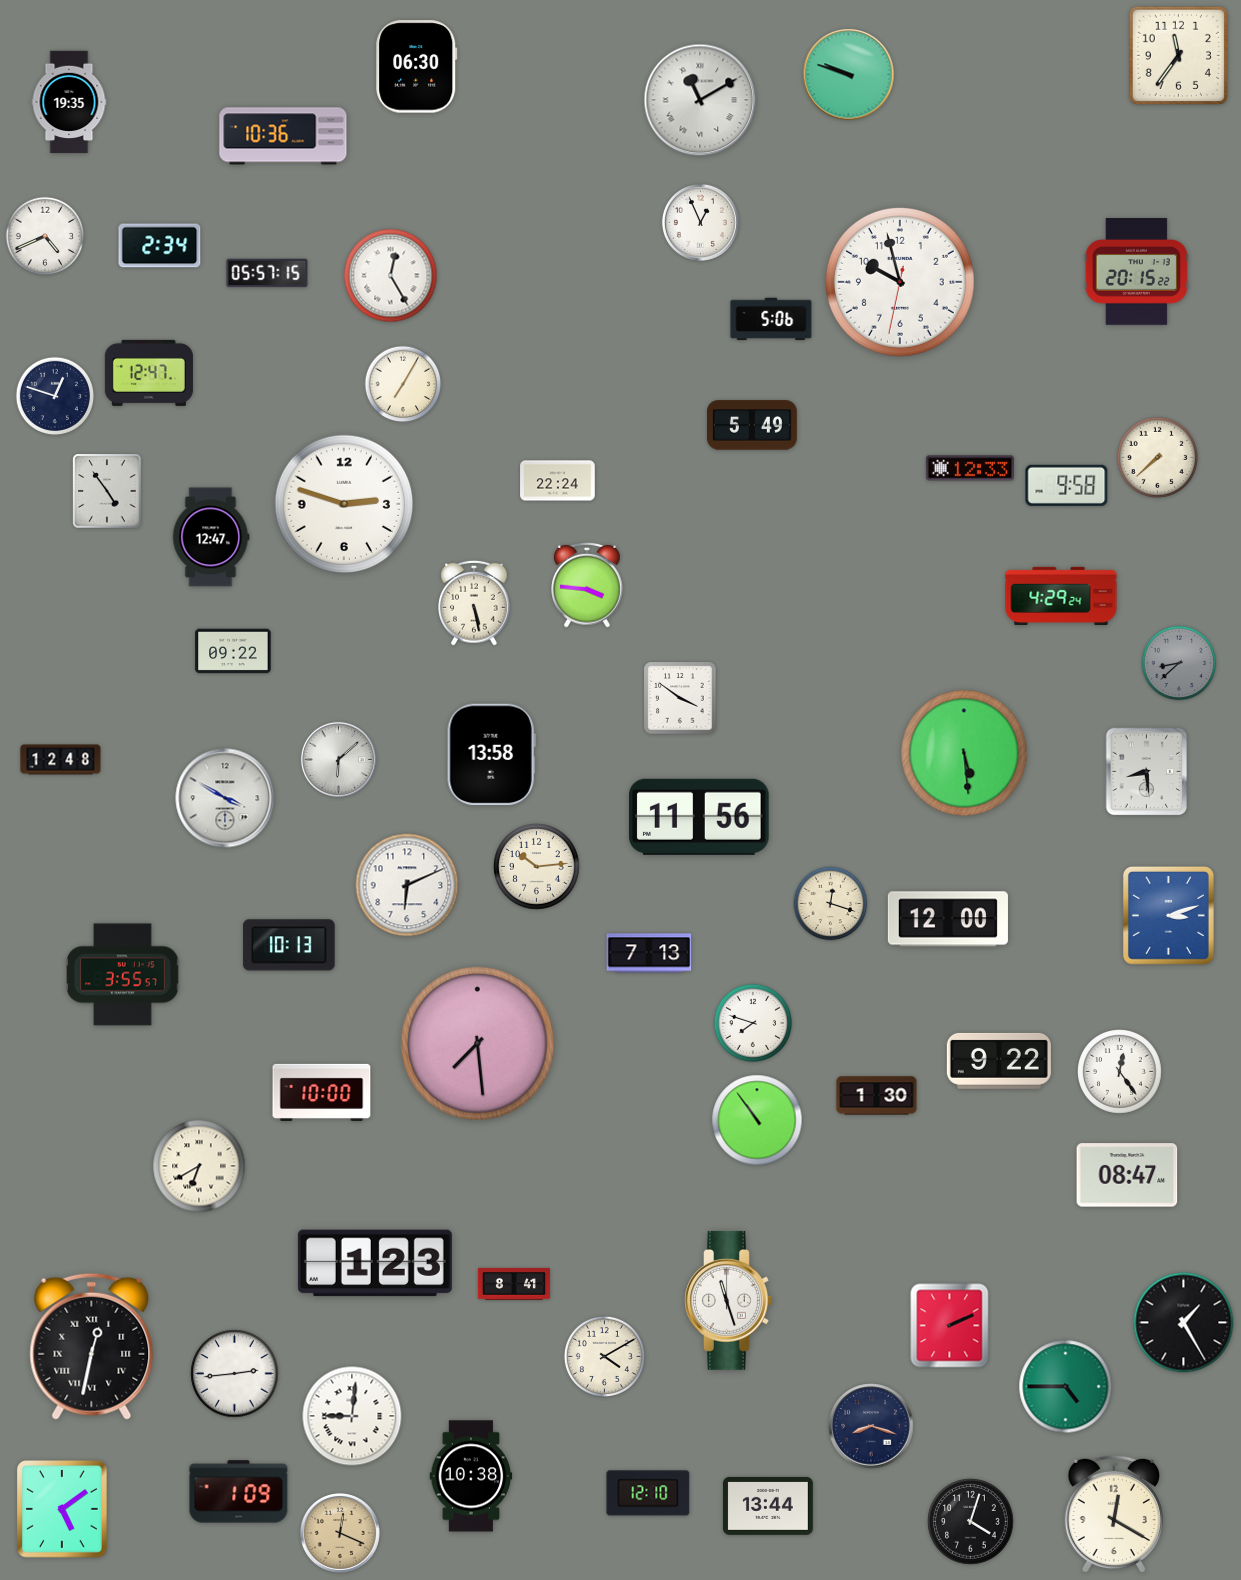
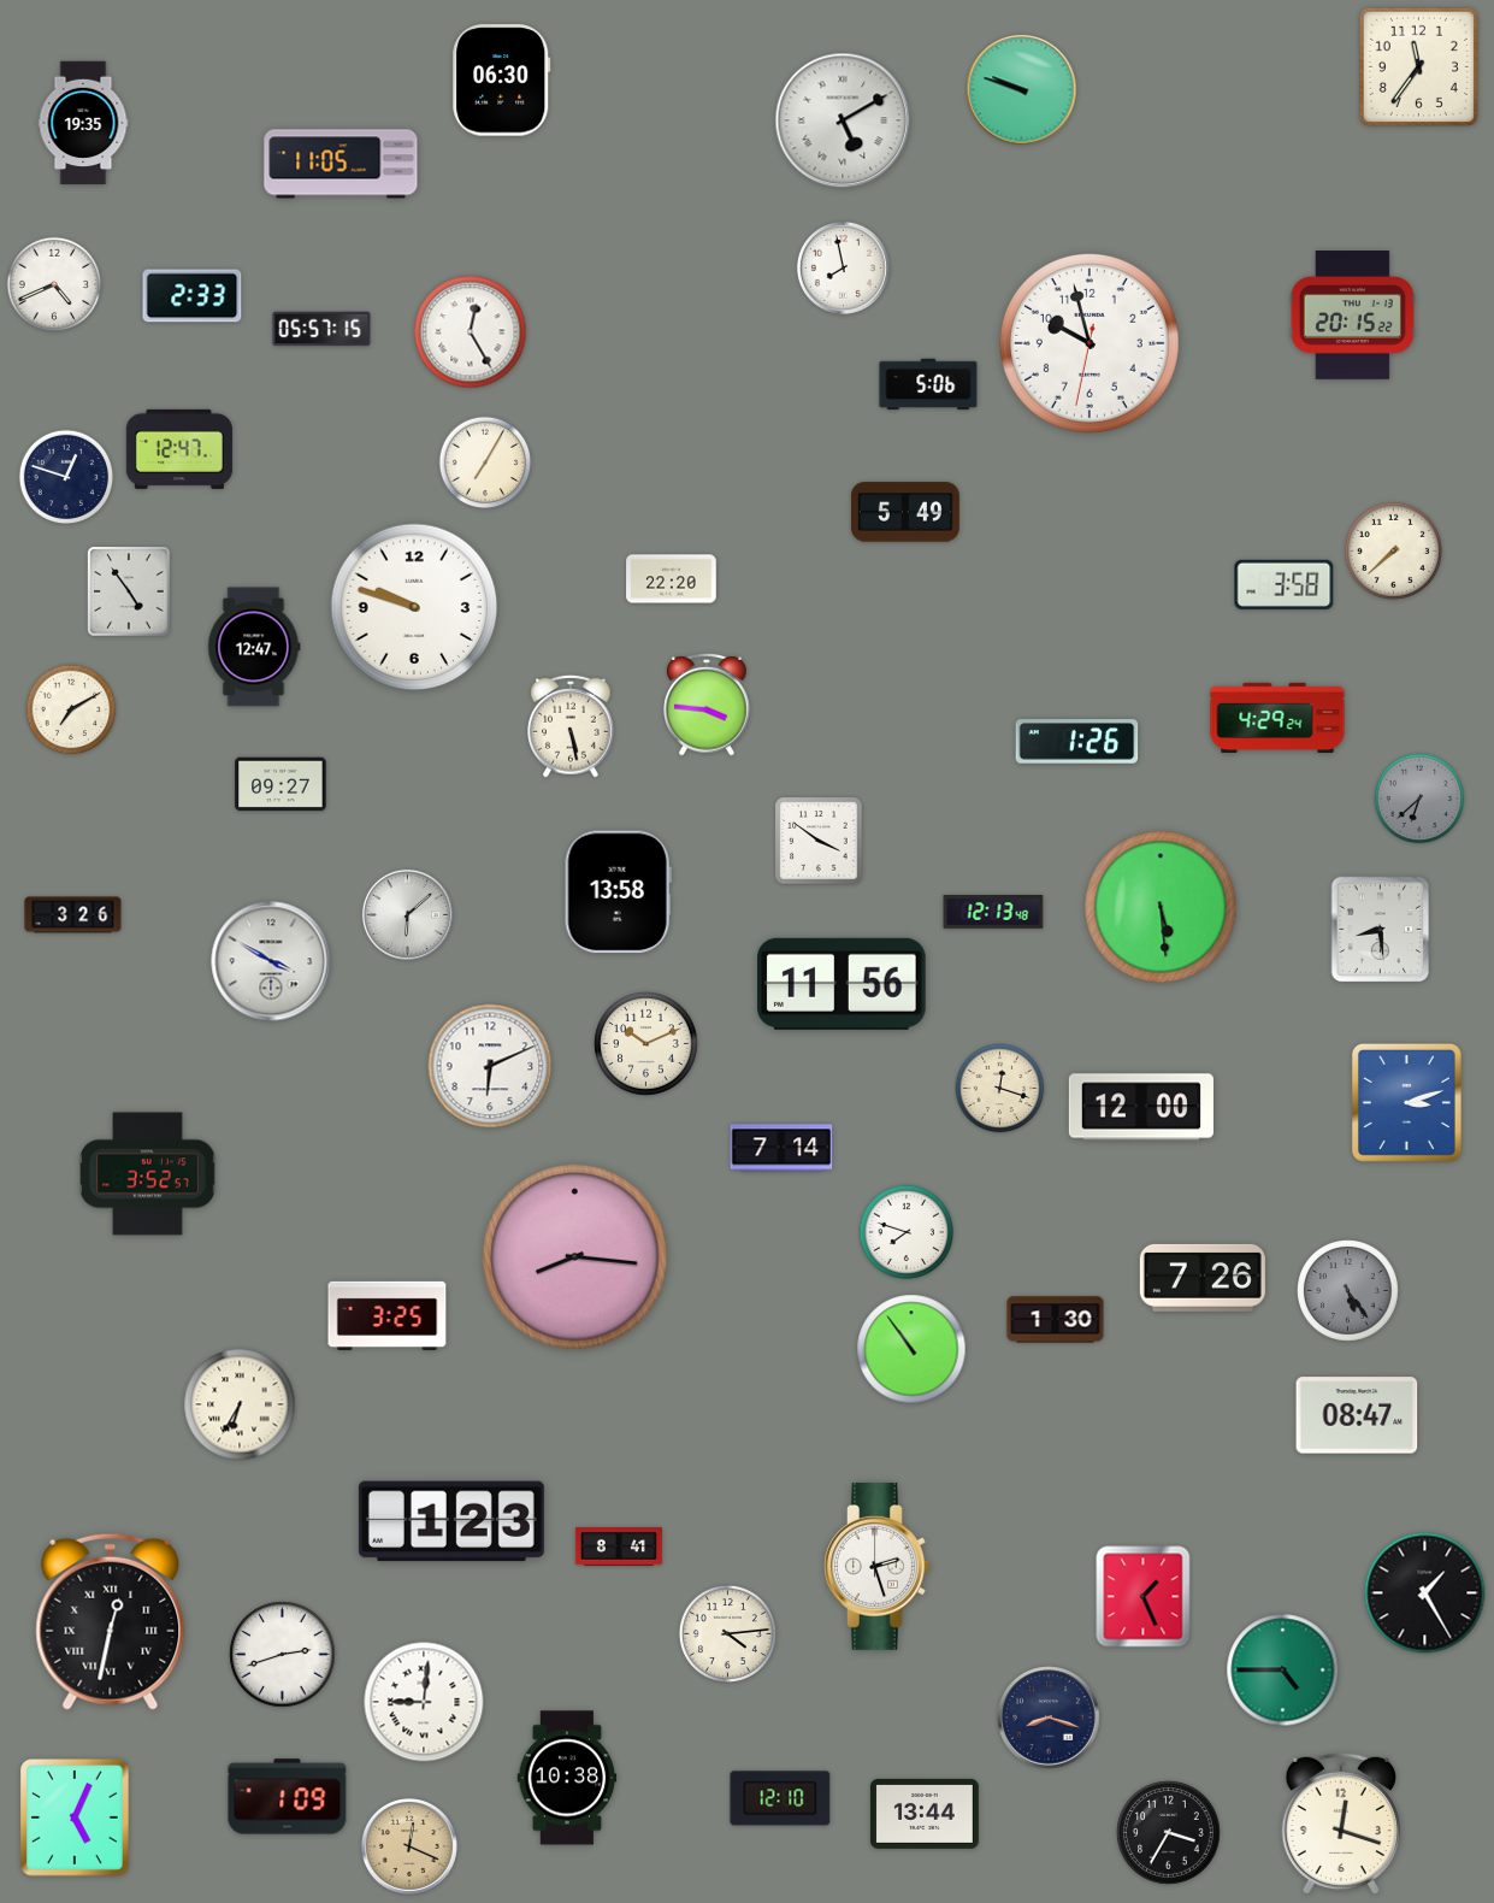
clock at (700, 100): 11:10 -> 5:10
clock at (283, 136): 10:36 -> 11:05
clock at (700, 222): 12:56 -> 7:58
clock at (160, 246): 2:34 -> 2:33
clock at (1136, 272) position: (1136, 272) -> (1352, 316)
clock at (900, 282) position: (900, 282) -> (1090, 343)
clock at (970, 468): 12:33 -> none
clock at (558, 481): 22:24 -> 22:20
clock at (1067, 485): 9:58 -> 3:58
clock at (344, 504): 2:48 -> 9:48
clock at (71, 709): none -> 7:10
clock at (1077, 742): none -> 1:26
clock at (233, 651): 09:22 -> 09:27
clock at (1179, 663): 8:38 -> 6:38
clock at (491, 755) position: (491, 755) -> (618, 892)
clock at (993, 913): none -> 12:13
clock at (61, 760): 12:48 -> 3:26
clock at (537, 867): 10:14 -> 10:11
clock at (289, 945): 10:13 -> none
clock at (649, 953): 7:13 -> 7:14
clock at (123, 975): 3:55 -> 3:52
clock at (478, 1044): 7:29 -> 8:16
clock at (999, 1061): 9:22 -> 7:26
clock at (1120, 1072): 12:24 -> 5:24
clock at (1120, 1072) dial: white -> grey
clock at (322, 1092): 10:00 -> 3:25
clock at (199, 1166): 6:40 -> 6:35
clock at (729, 1300): 11:27 -> 2:27
clock at (950, 1326): 2:11 -> 1:26
clock at (604, 1356): 4:10 -> 4:14
clock at (235, 1374): 2:44 -> 2:42
clock at (352, 1416) position: (352, 1416) -> (424, 1702)
clock at (63, 1510): 5:09 -> 5:04
clock at (1113, 1514): 12:20 -> 12:18
clock at (971, 1522): 4:03 -> 3:35
